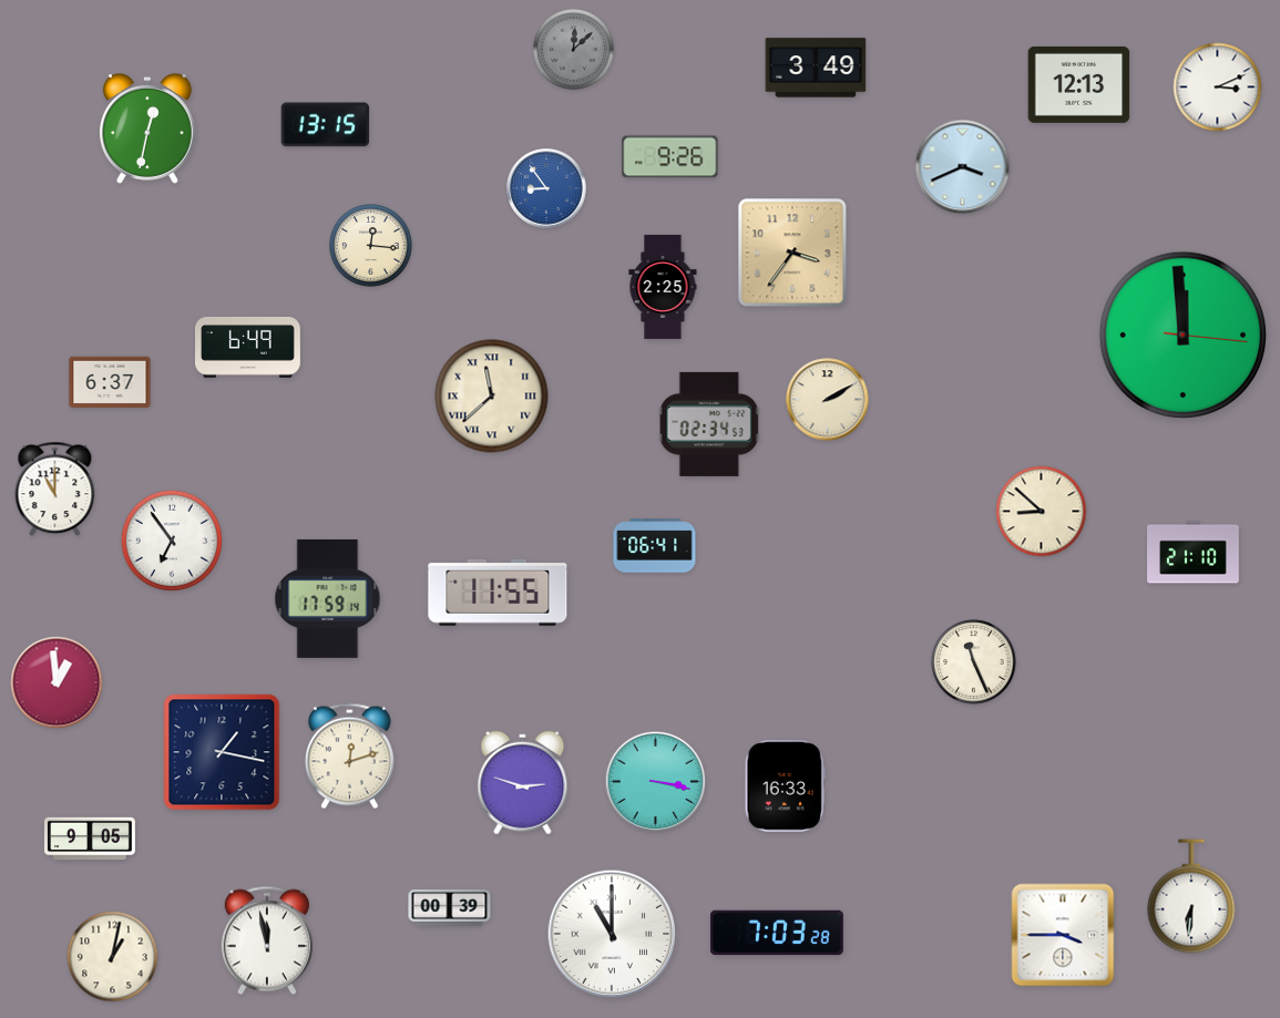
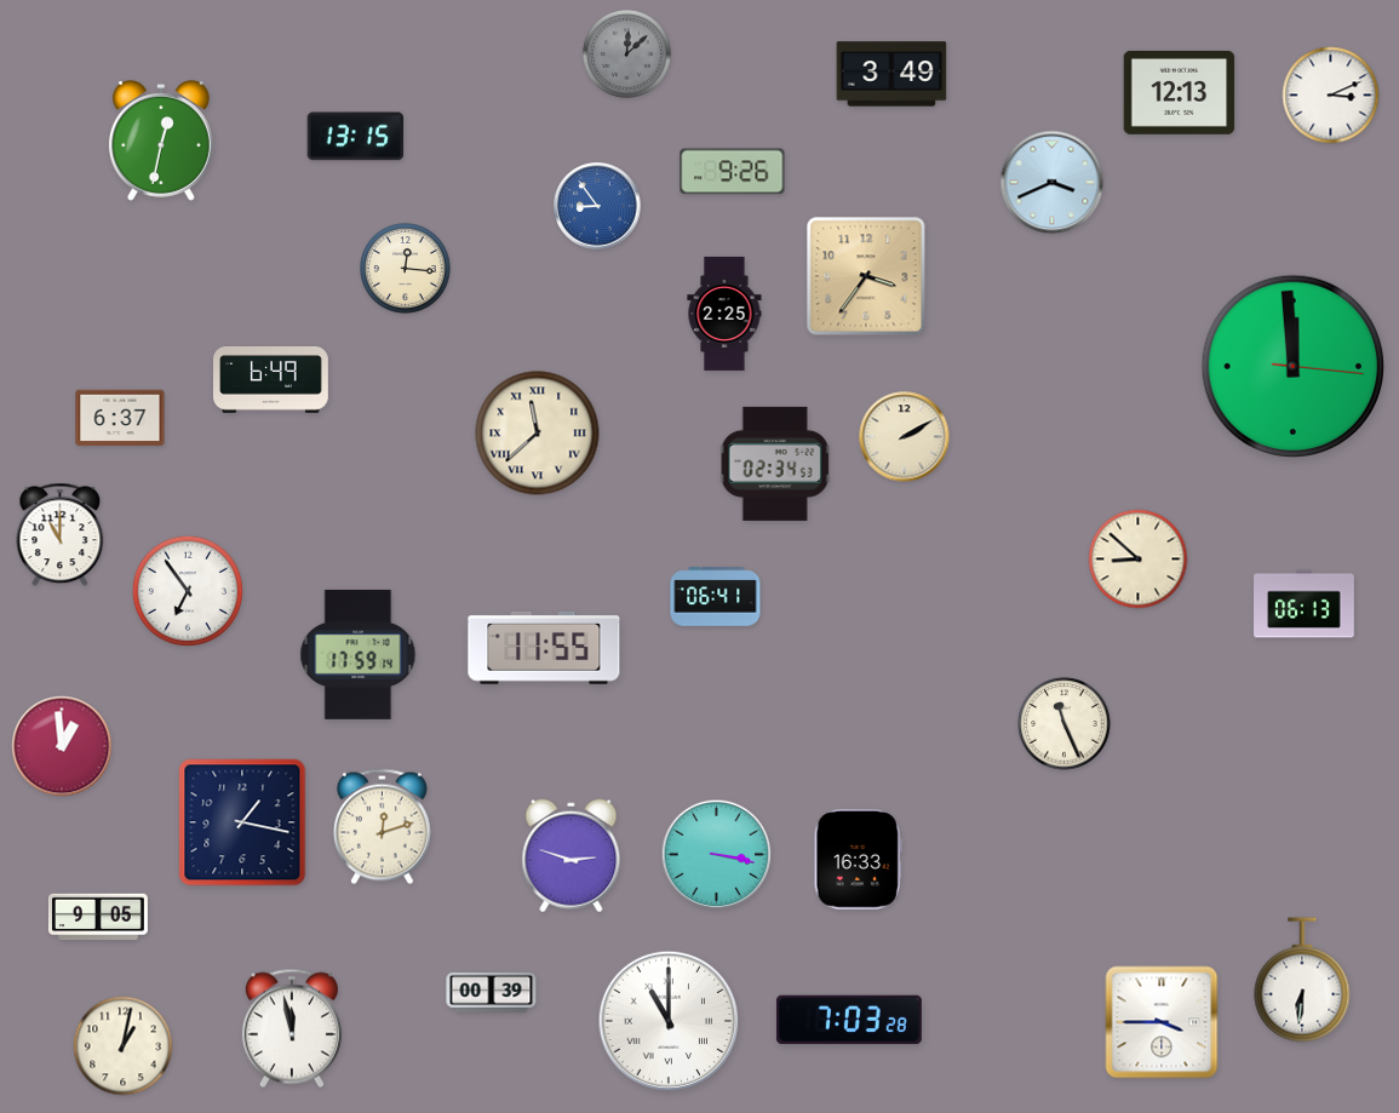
clock at (1194, 553): 21:10 -> 06:13
